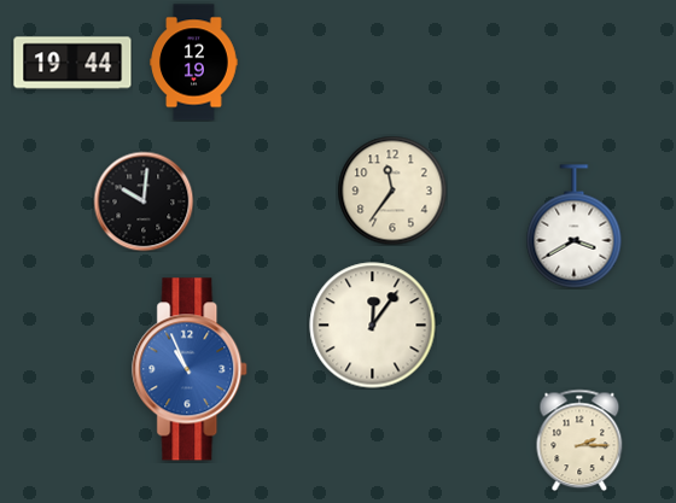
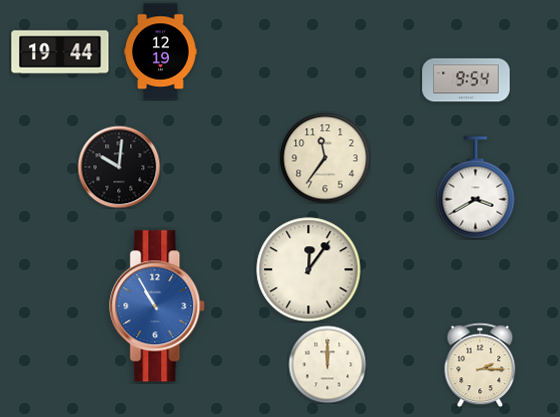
clock at (466, 80): none -> 9:54
clock at (191, 369): 10:56 -> 10:55
clock at (327, 364): none -> 12:00
